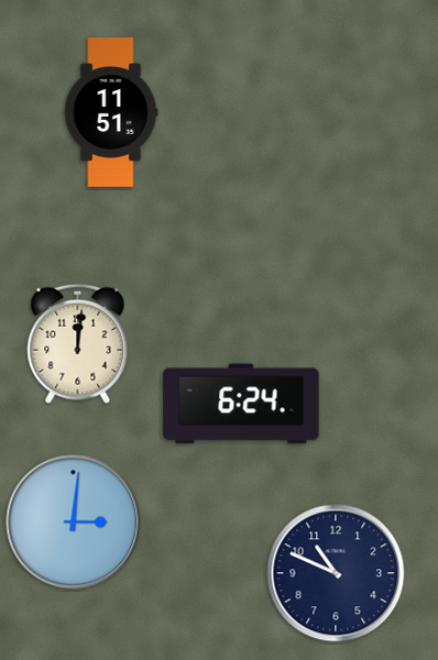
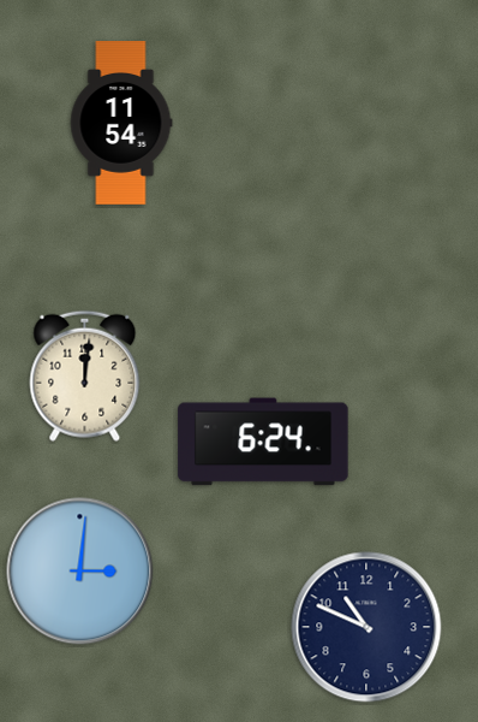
clock at (111, 113): 11:51 -> 11:54
